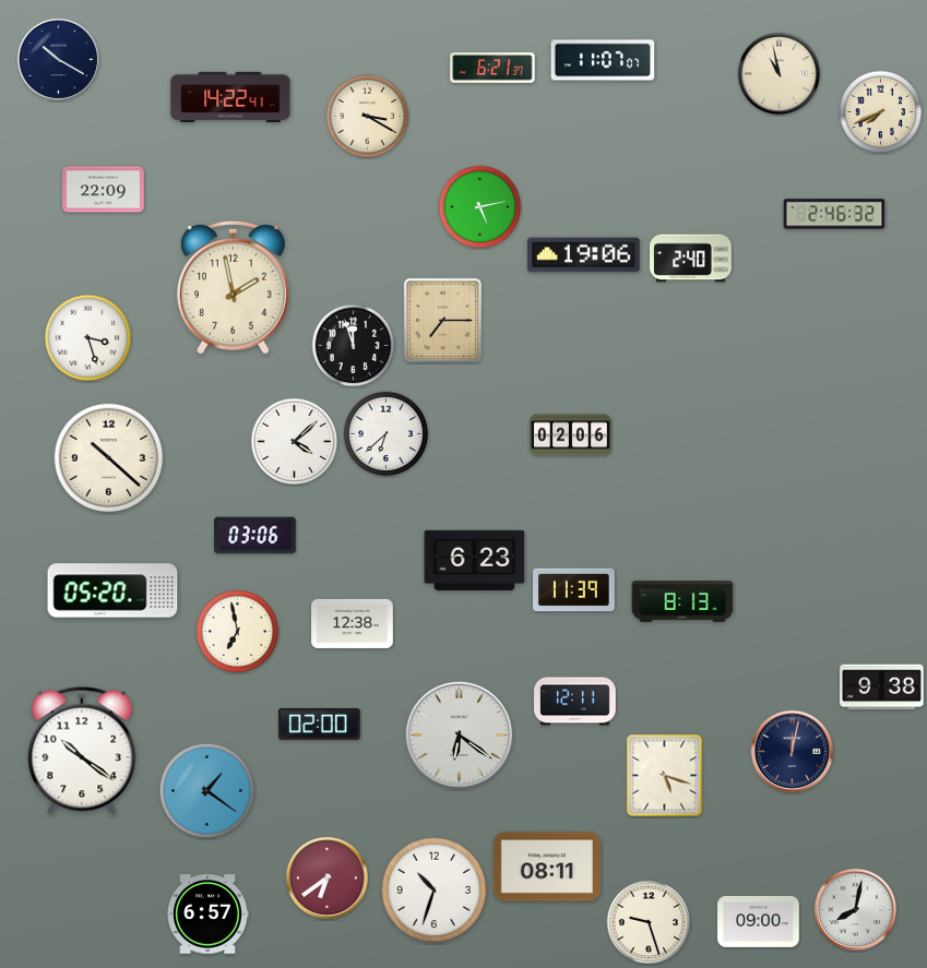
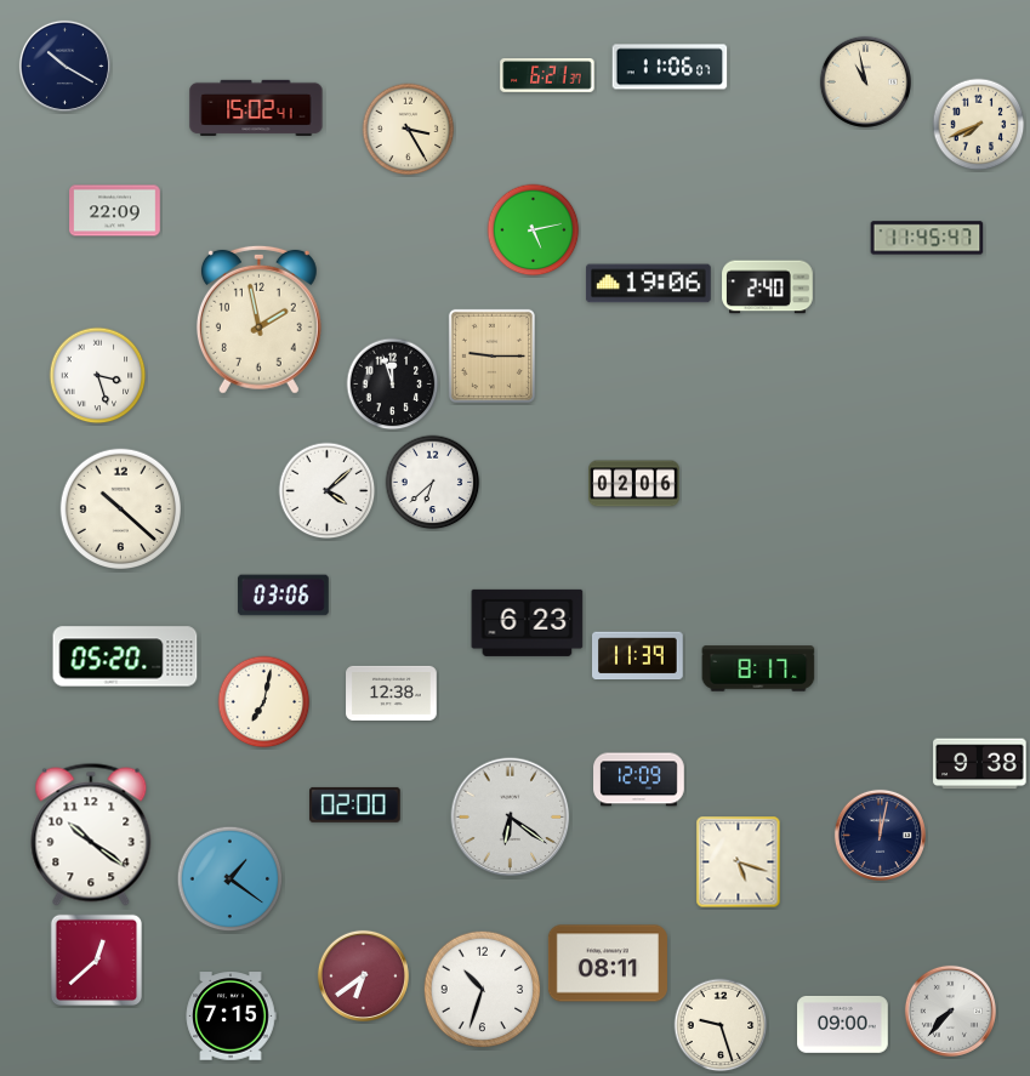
clock at (603, 60): 11:07 -> 11:06
clock at (230, 96): 14:22 -> 15:02
clock at (368, 117): 3:20 -> 3:25
clock at (834, 214): 2:46 -> 11:45
clock at (442, 320): 7:15 -> 9:15
clock at (387, 434) position: (387, 434) -> (433, 483)
clock at (682, 601): 8:13 -> 8:17
clock at (238, 632): 6:58 -> 7:02
clock at (575, 702): 12:11 -> 12:09
clock at (96, 960): none -> 12:38
clock at (855, 909): 8:02 -> 7:37
clock at (207, 915): 6:57 -> 7:15
